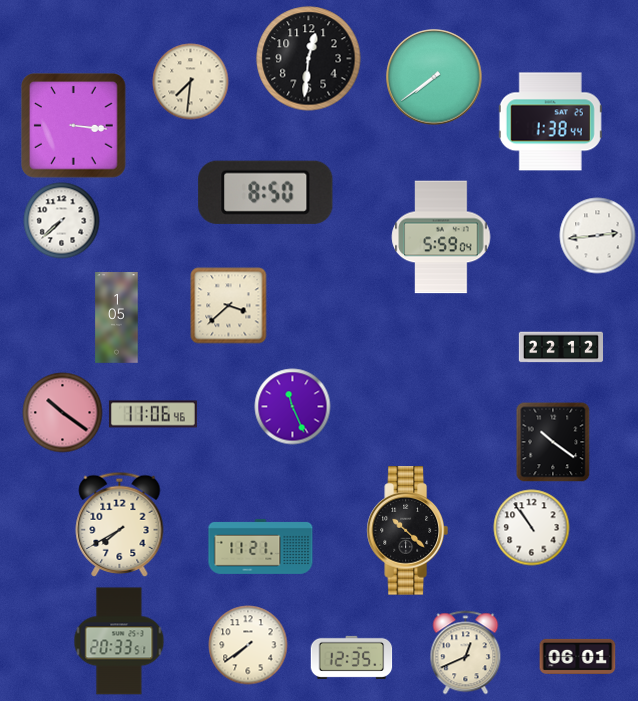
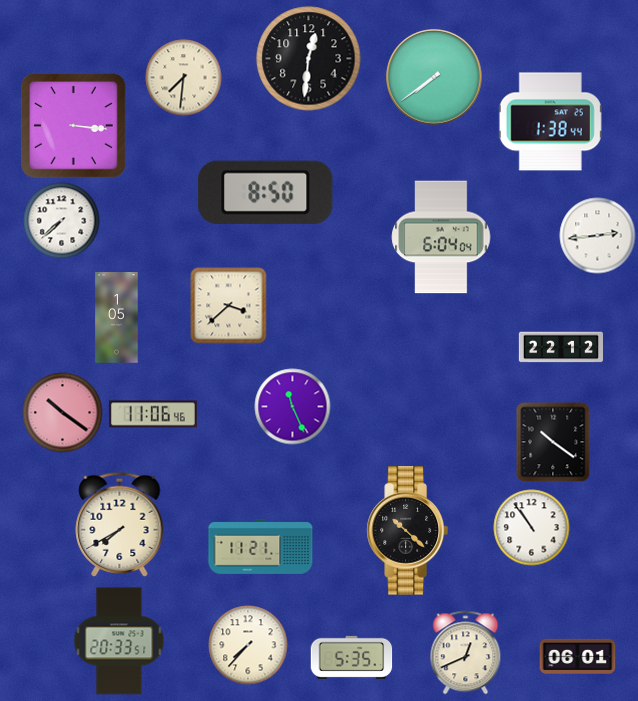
clock at (191, 82) position: (191, 82) -> (184, 78)
clock at (441, 237): 5:59 -> 6:04
clock at (248, 645): 7:39 -> 7:37
clock at (352, 657): 12:35 -> 5:35
